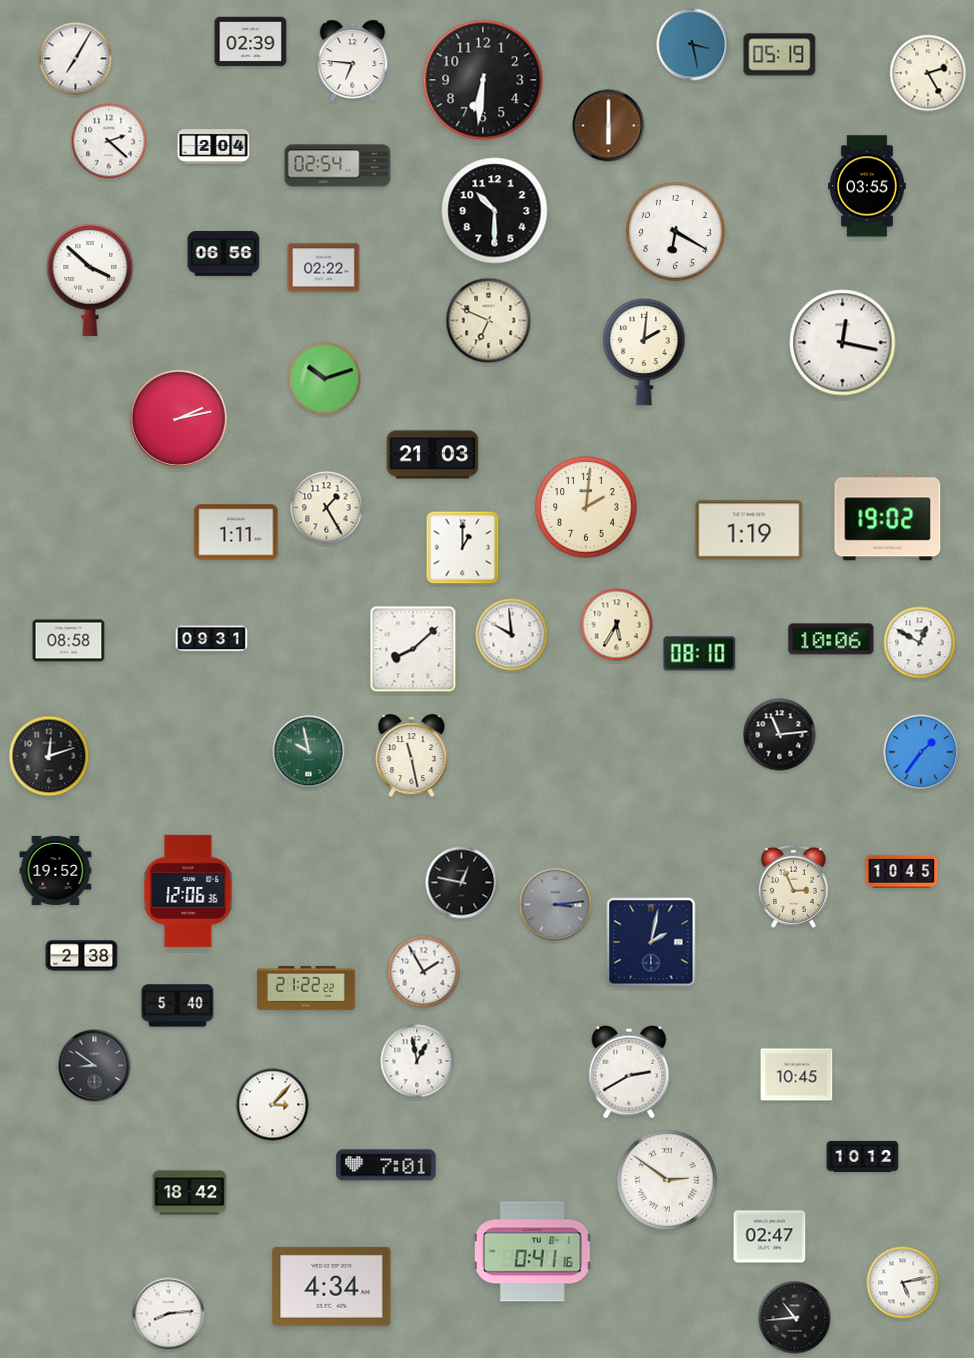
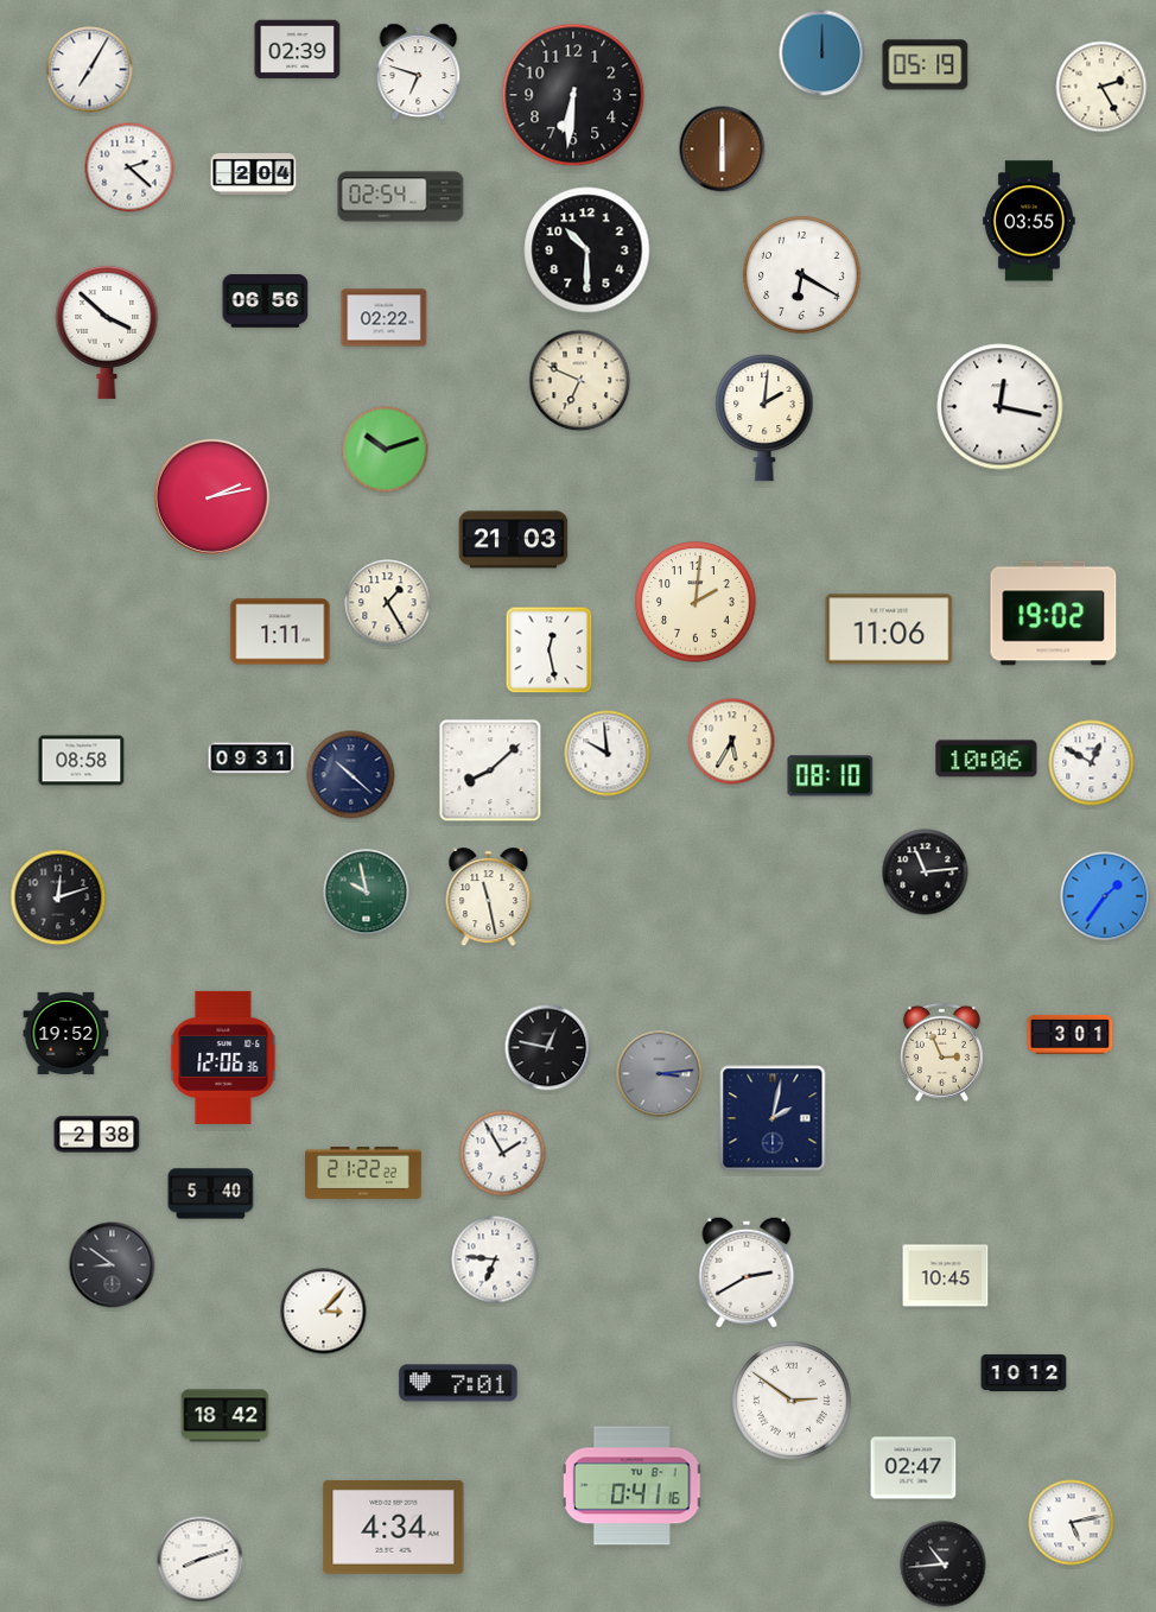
clock at (693, 45): 3:28 -> 12:00
clock at (353, 61): 6:46 -> 6:48
clock at (749, 530): 1:19 -> 11:06
clock at (463, 548): 1:00 -> 12:28
clock at (351, 775): none -> 10:22
clock at (921, 752) position: (921, 752) -> (1105, 896)
clock at (902, 871): 10:45 -> 3:01
clock at (417, 1061): 12:58 -> 6:46
clock at (169, 1314): 8:14 -> 8:12
